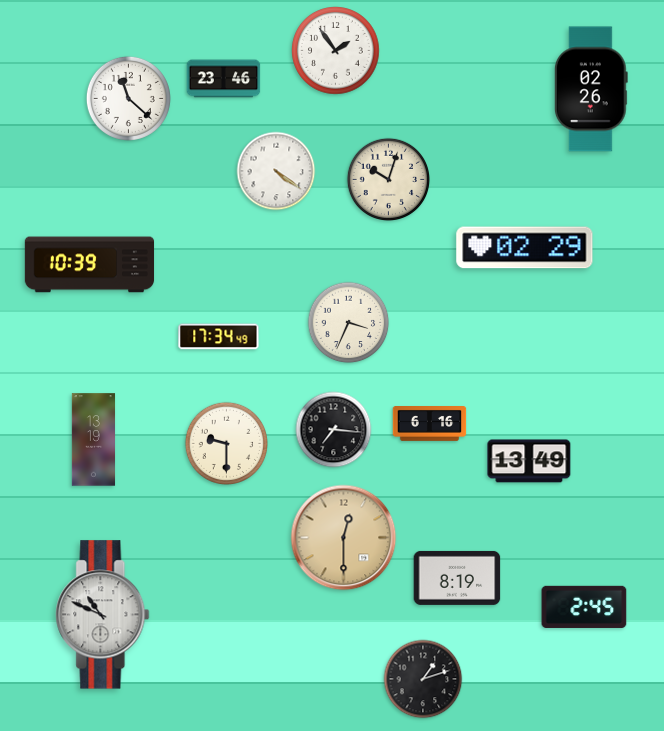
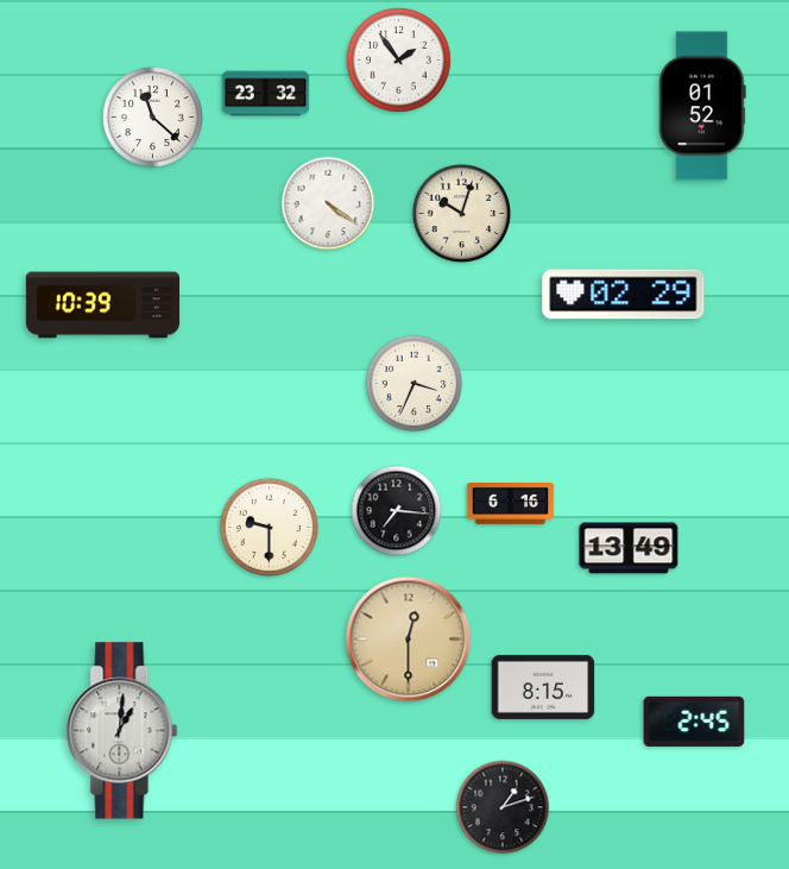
clock at (224, 79): 23:46 -> 23:32
clock at (591, 89): 02:26 -> 01:52
clock at (90, 265) position: (90, 265) -> (103, 306)
clock at (219, 337): 17:34 -> none
clock at (94, 440): 13:19 -> none
clock at (457, 578): 8:19 -> 8:15
clock at (103, 615): 10:49 -> 1:01
